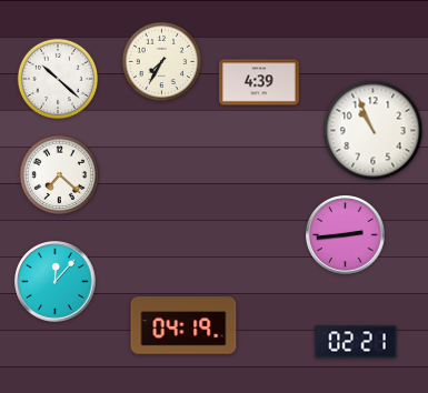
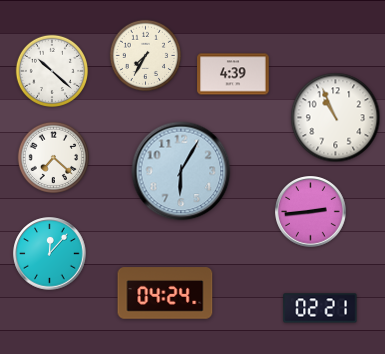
clock at (181, 171): none -> 6:05
clock at (183, 325): 04:19 -> 04:24
